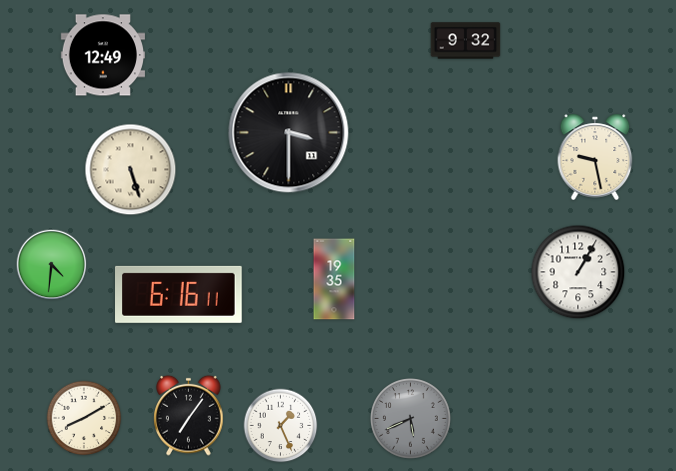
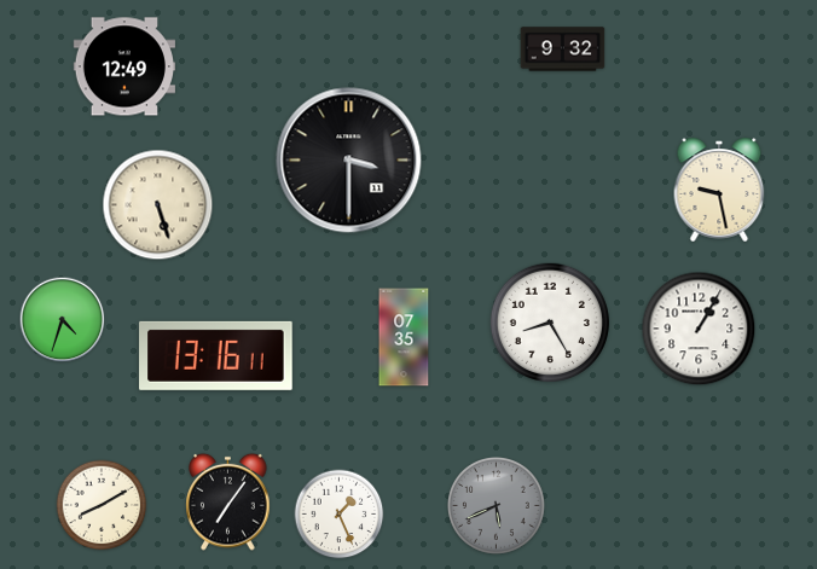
clock at (52, 265): 4:31 -> 4:33
clock at (550, 323): none -> 8:25
clock at (334, 279): 19:35 -> 07:35
clock at (179, 294): 6:16 -> 13:16
